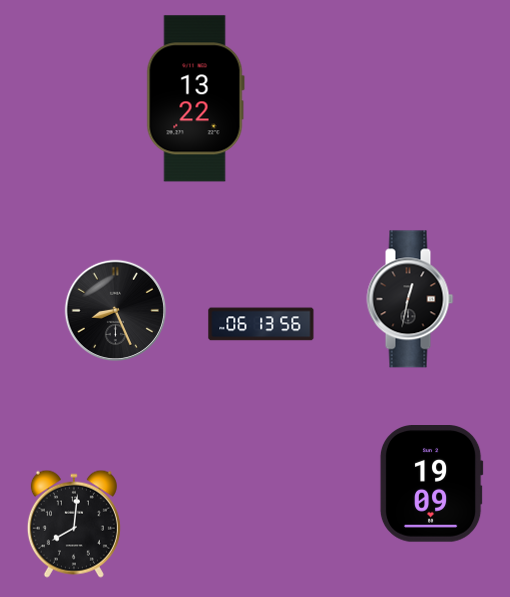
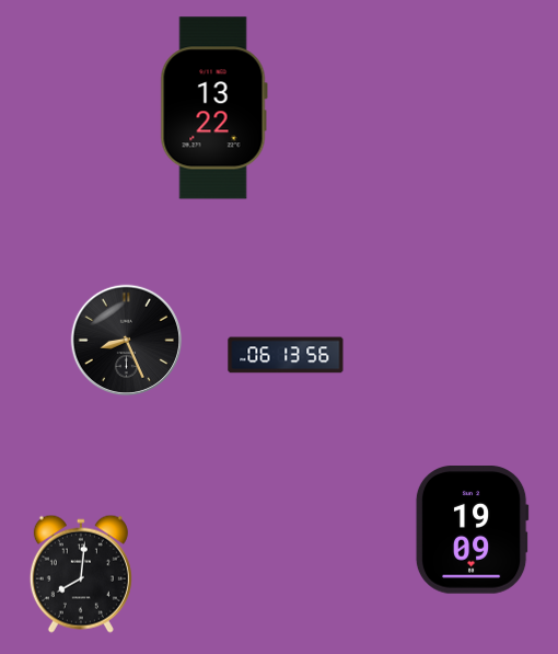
clock at (410, 299): 12:32 -> none
